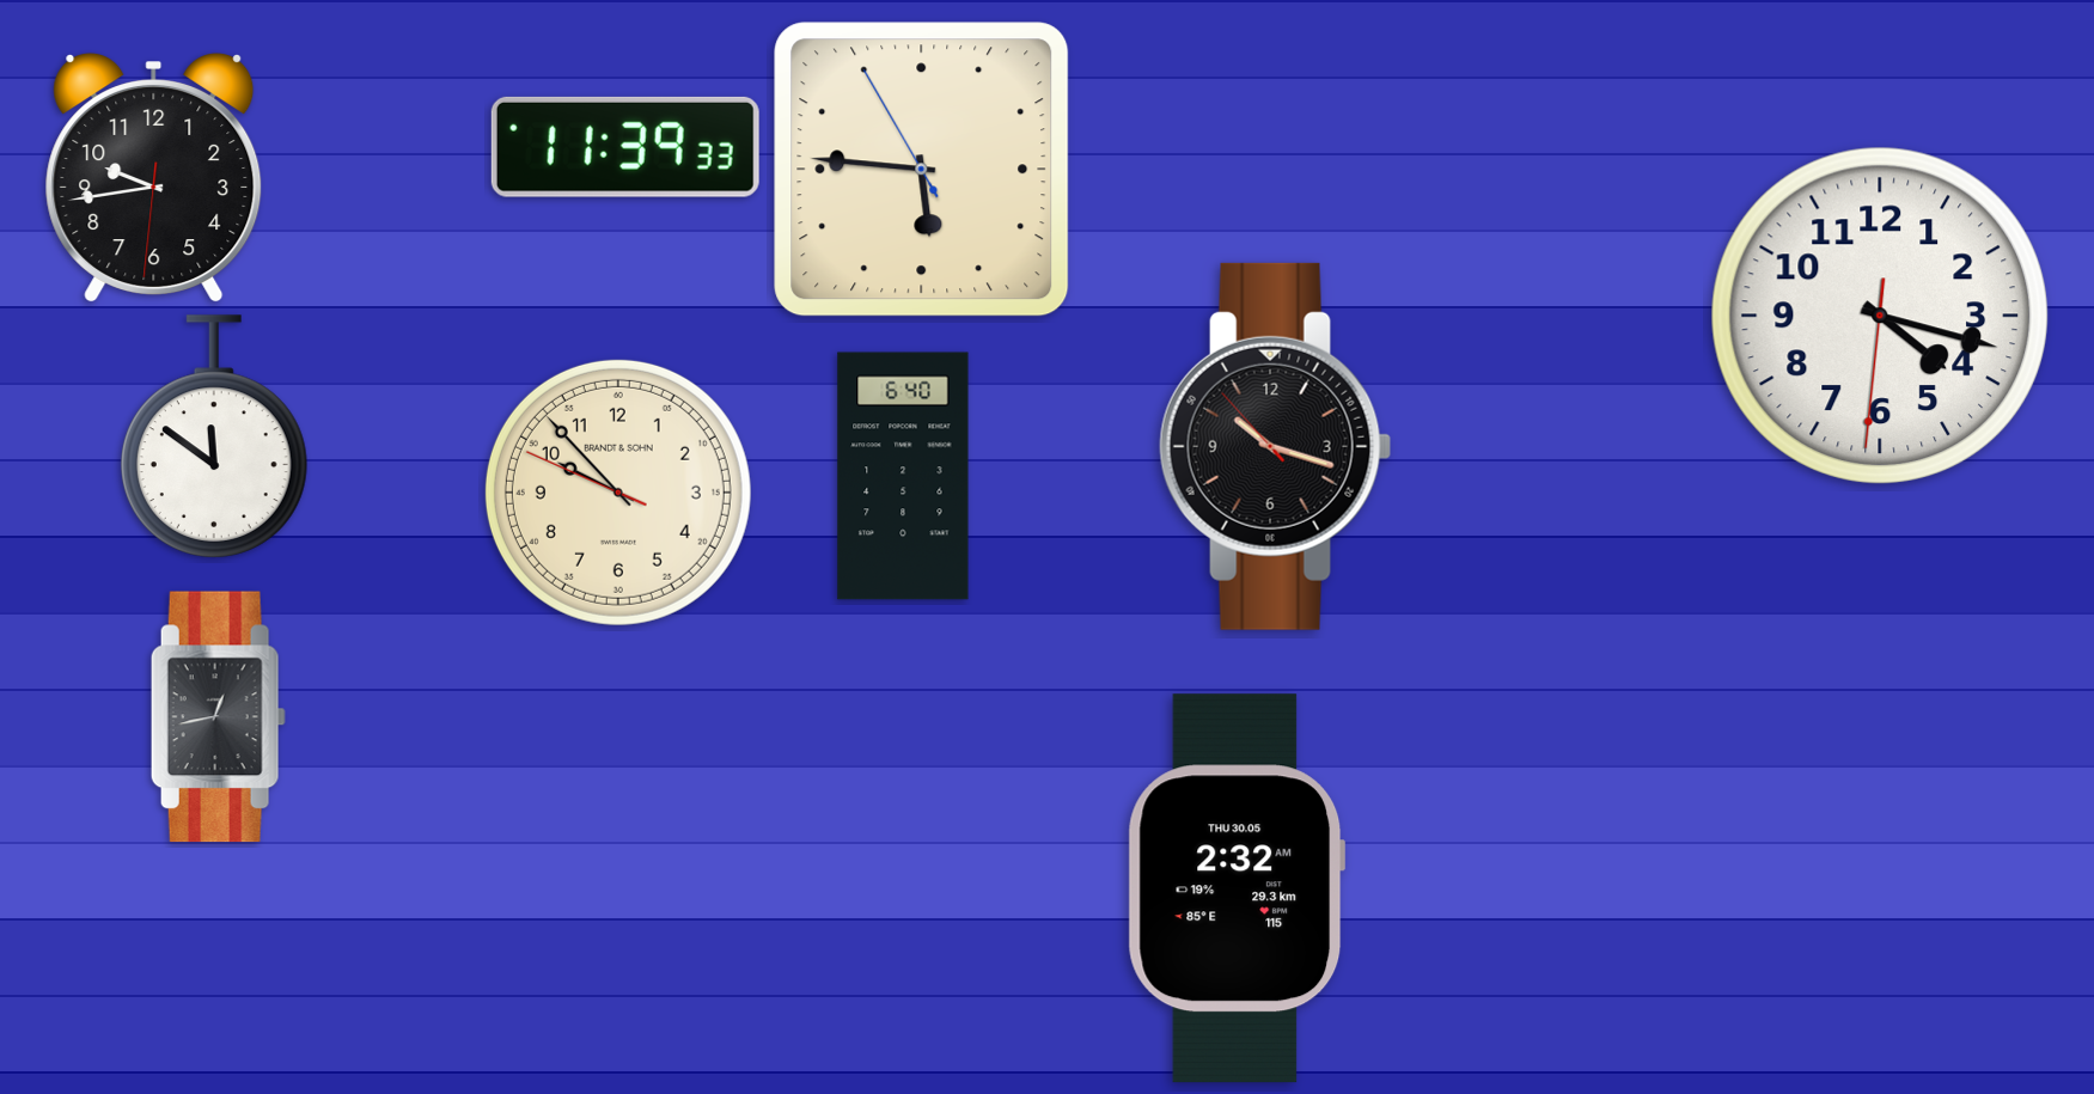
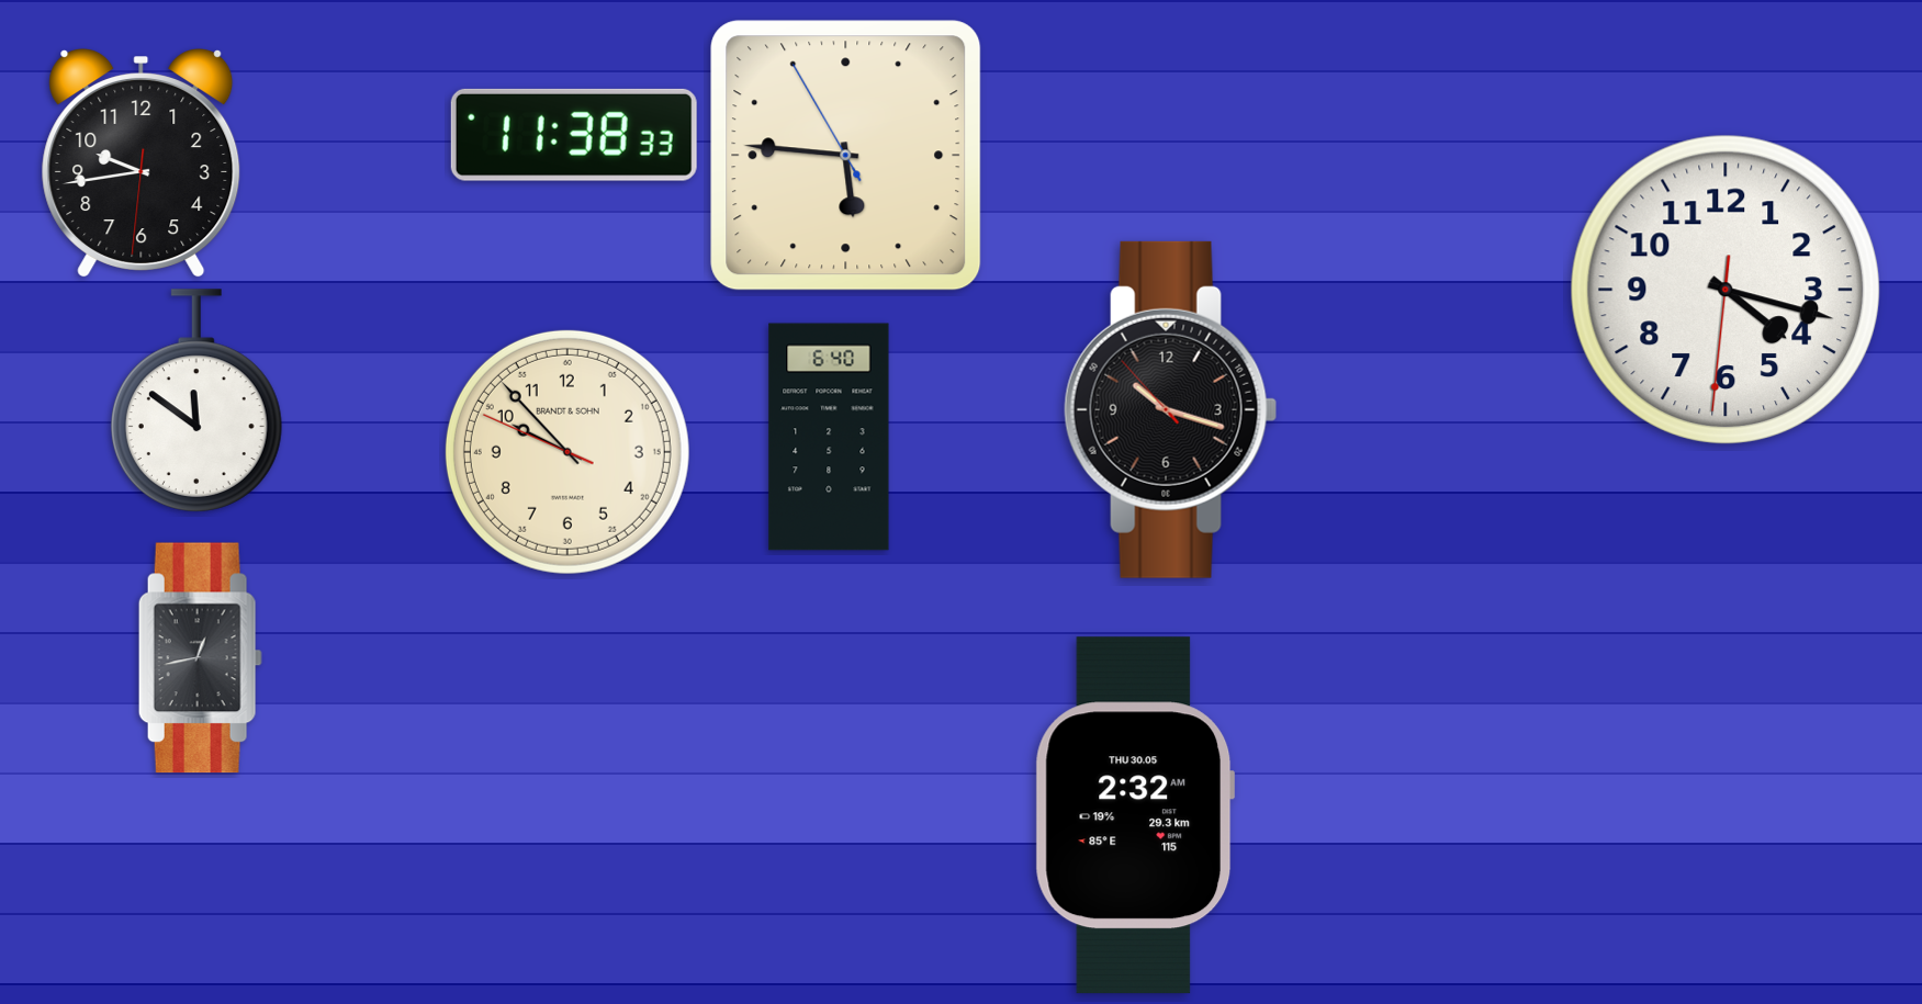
clock at (625, 147): 11:39 -> 11:38
